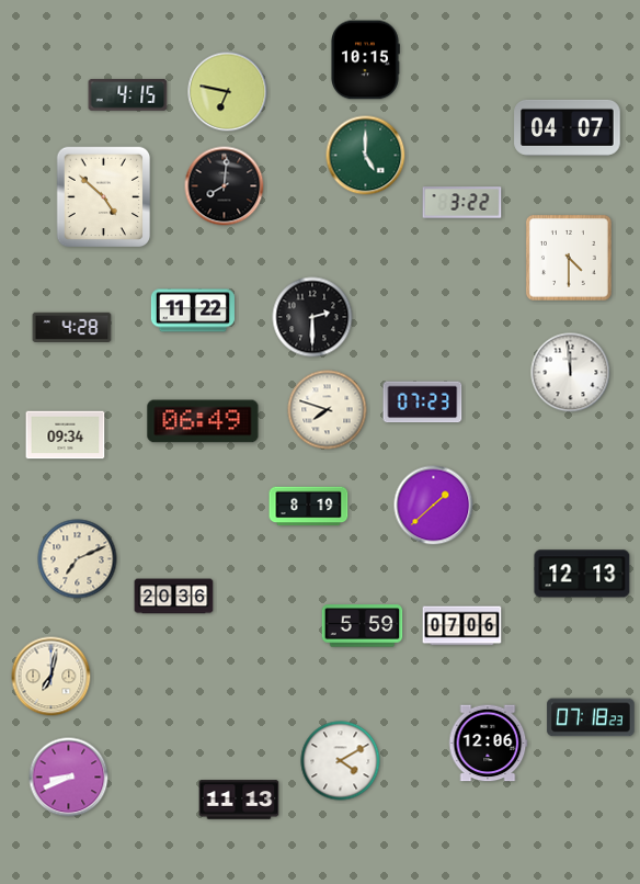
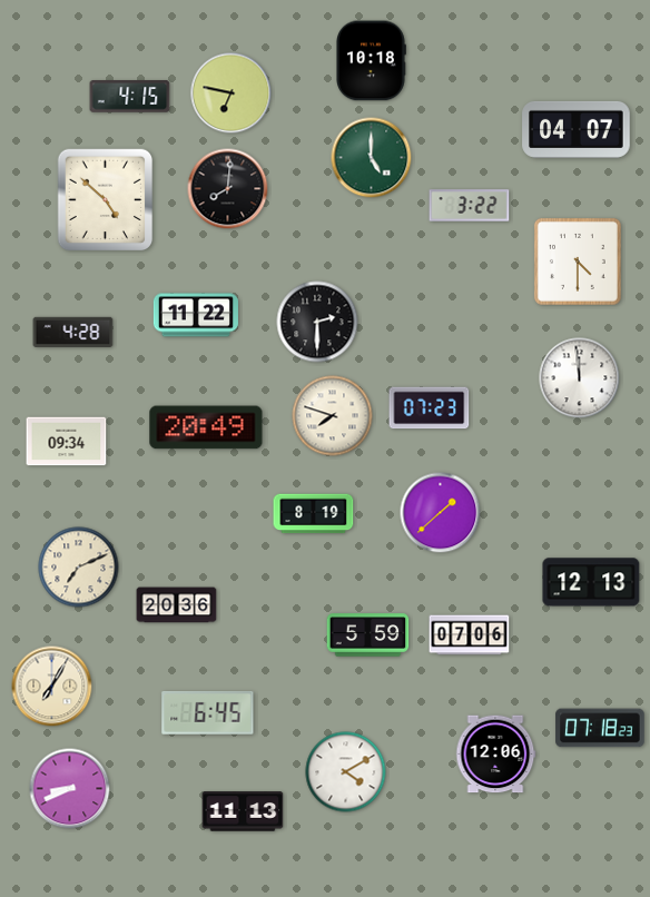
clock at (365, 60): 10:15 -> 10:18
clock at (203, 421): 06:49 -> 20:49
clock at (52, 677): 7:02 -> 7:05
clock at (208, 712): none -> 6:45
